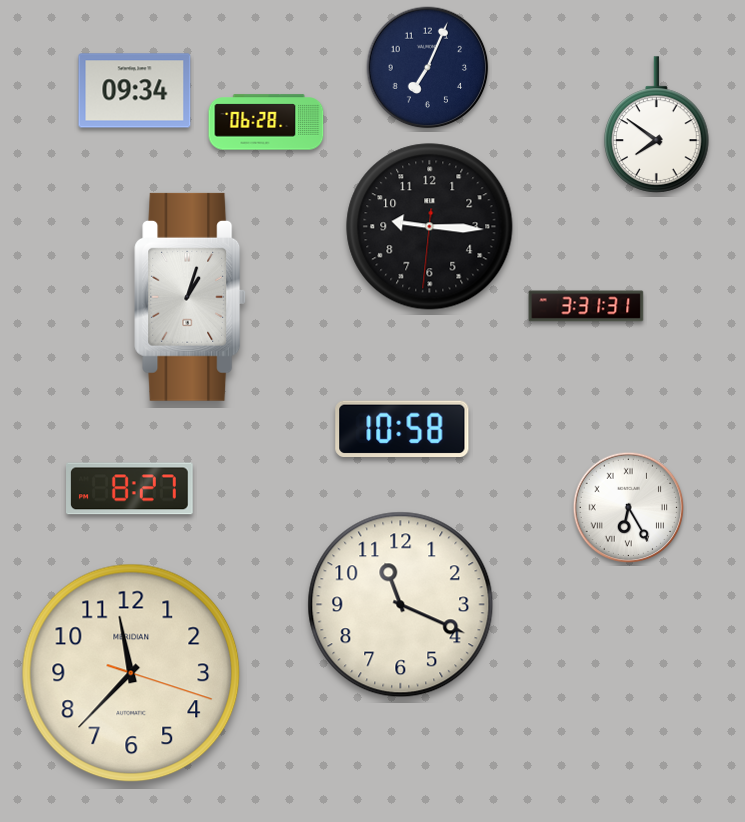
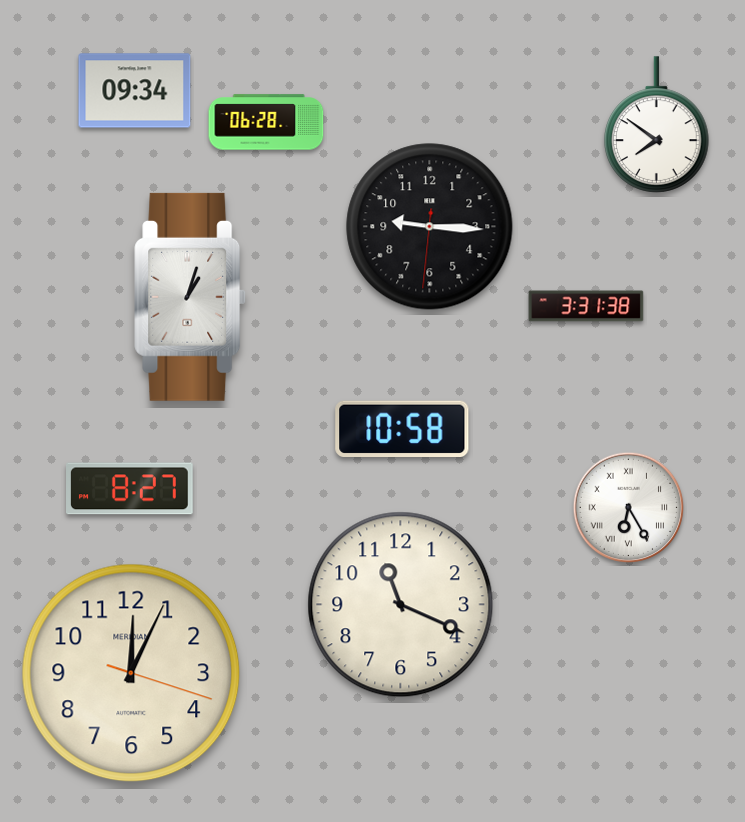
clock at (428, 68): 7:04 -> none
clock at (586, 306): 3:31:31 -> 3:31:38
clock at (131, 673): 11:37 -> 12:04
